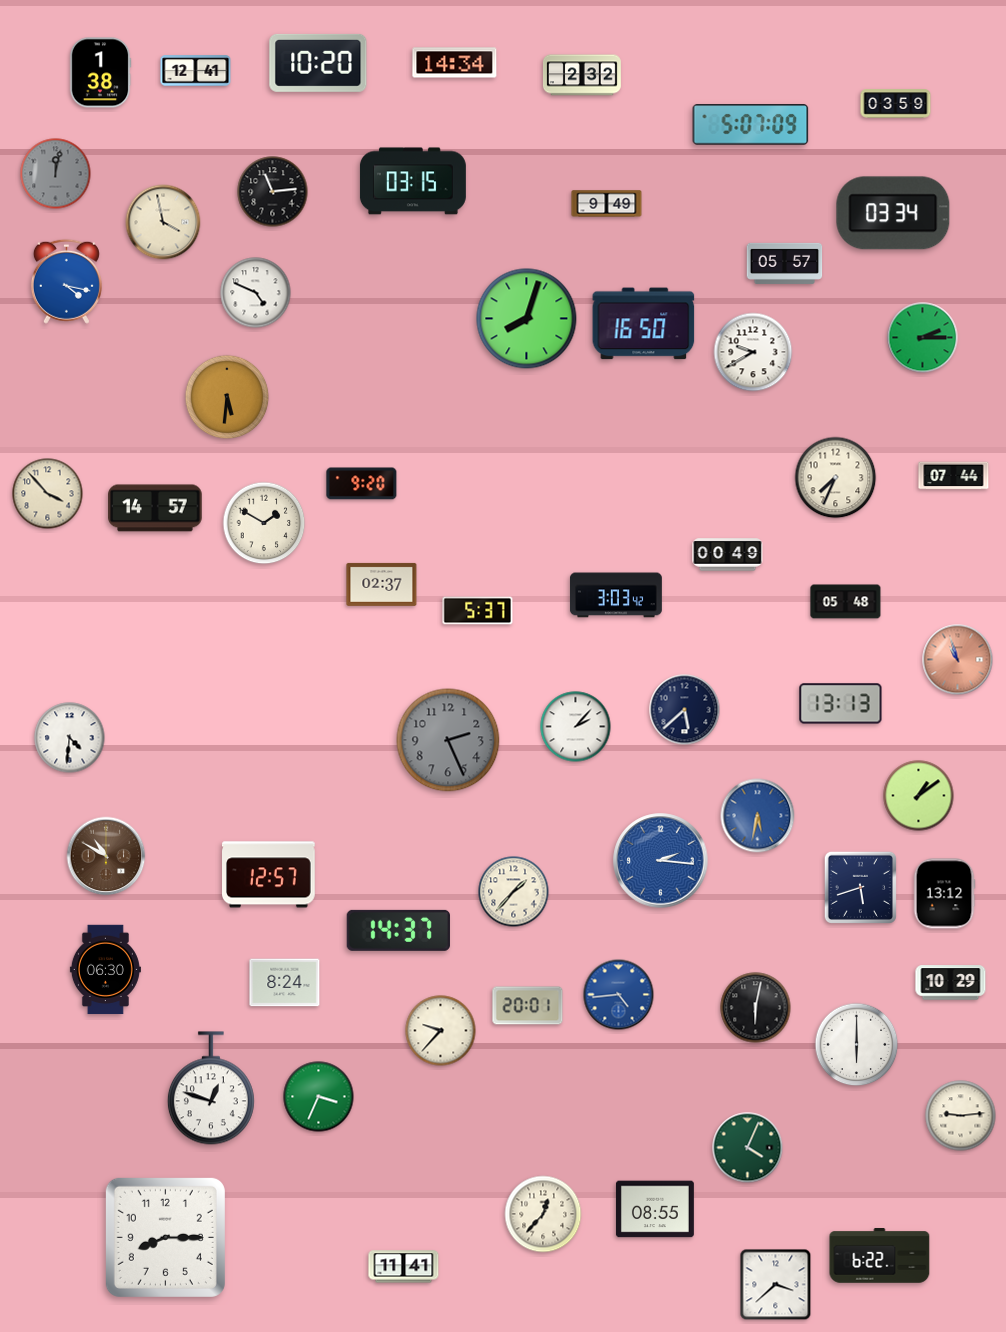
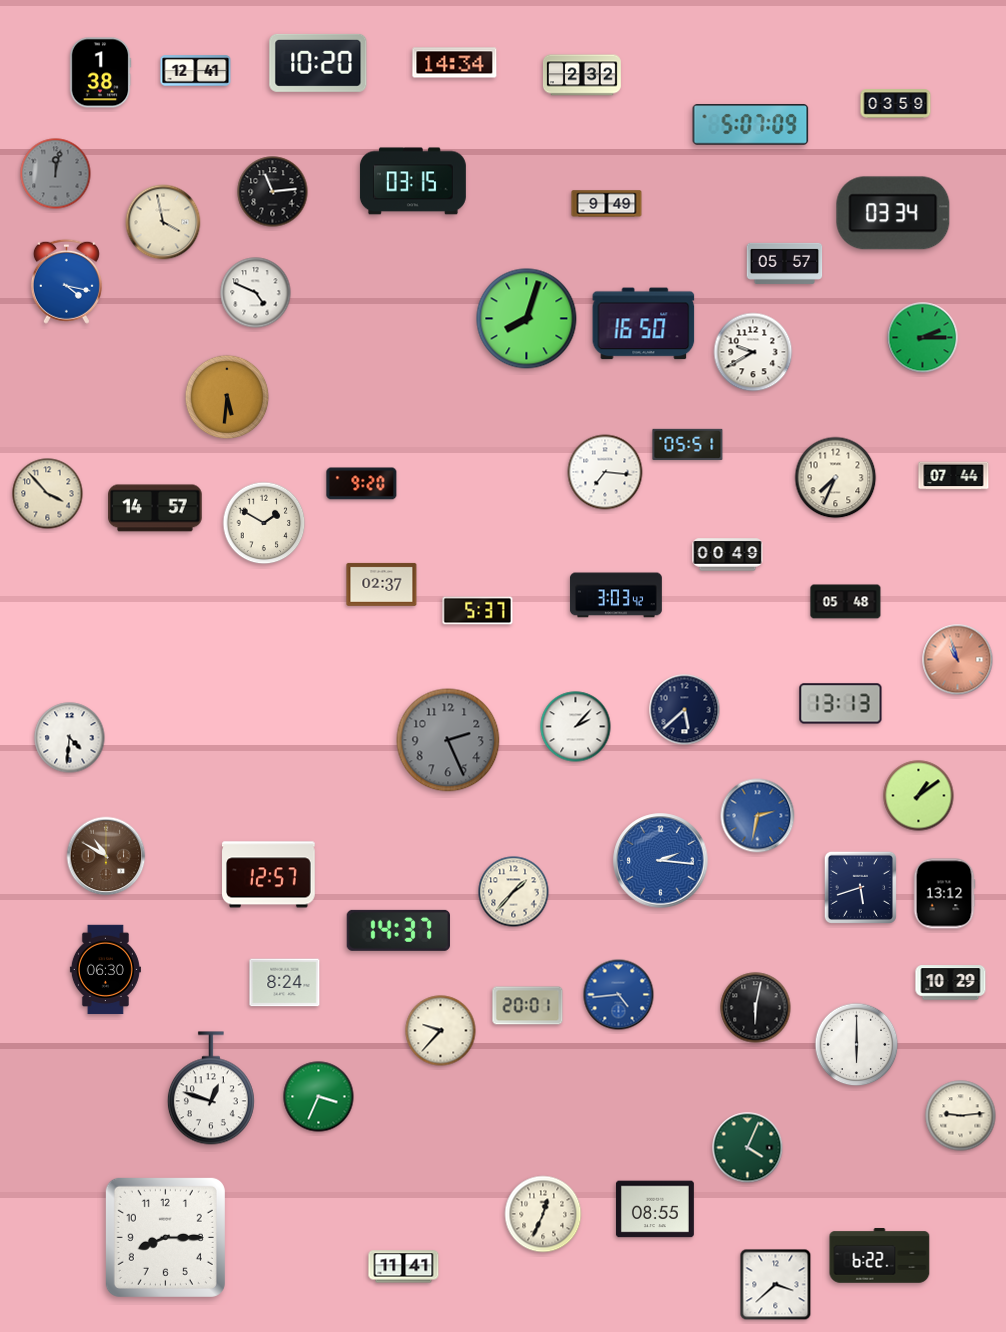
clock at (688, 444): none -> 05:51
clock at (605, 472): none -> 7:16
clock at (758, 816): 5:32 -> 2:32
clock at (543, 1214): 12:37 -> 12:34
